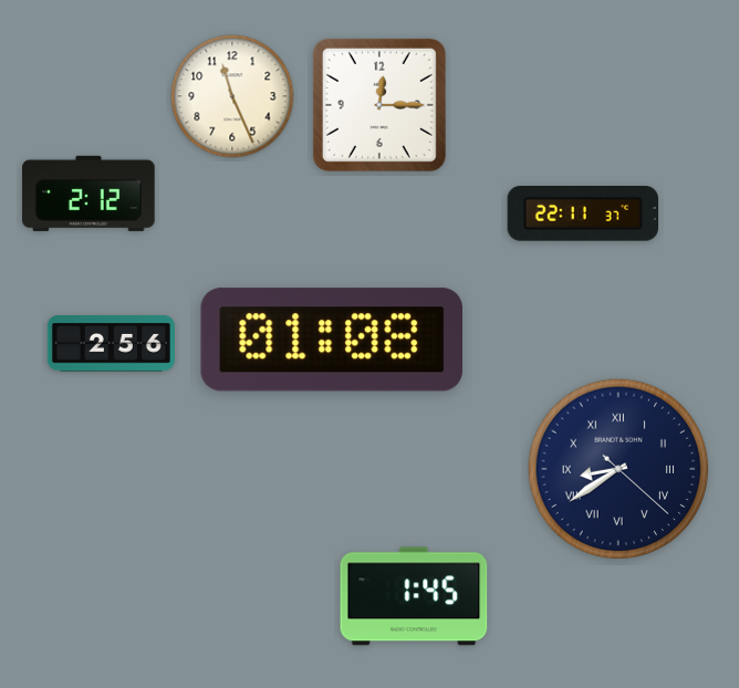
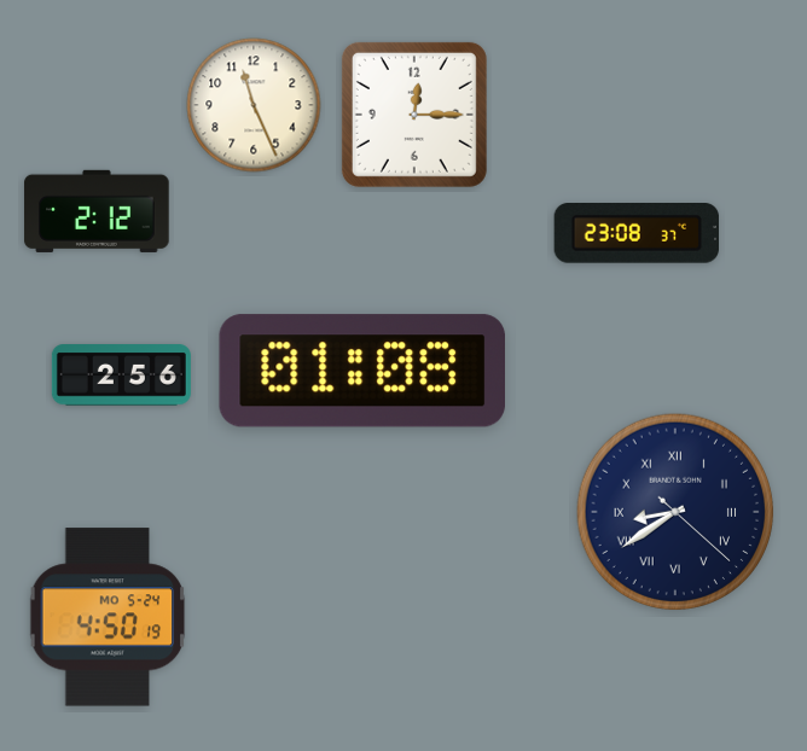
clock at (582, 215): 22:11 -> 23:08
clock at (108, 617): none -> 4:50
clock at (414, 596): 1:45 -> none
